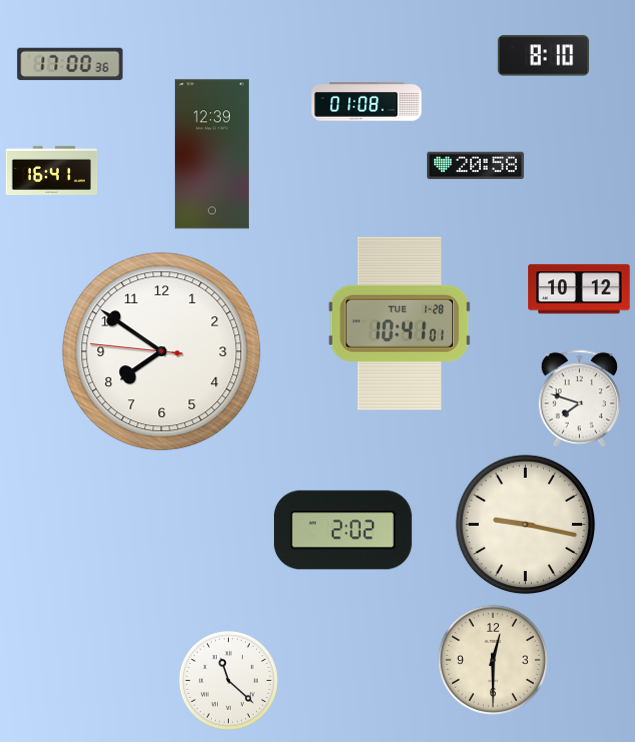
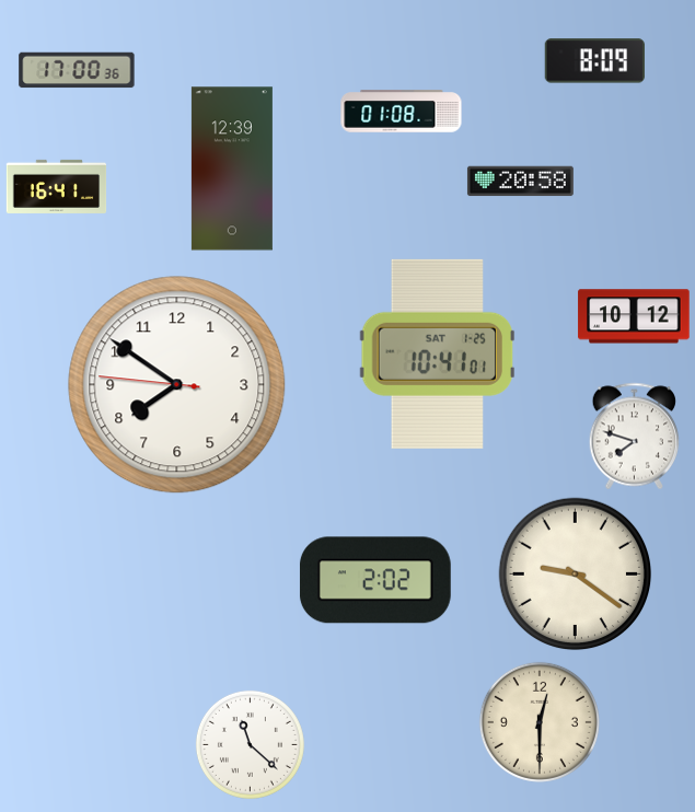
clock at (543, 56): 8:10 -> 8:09
clock at (400, 323) date: TUE 1-28 -> SAT 1-25
clock at (526, 525): 9:17 -> 9:21
